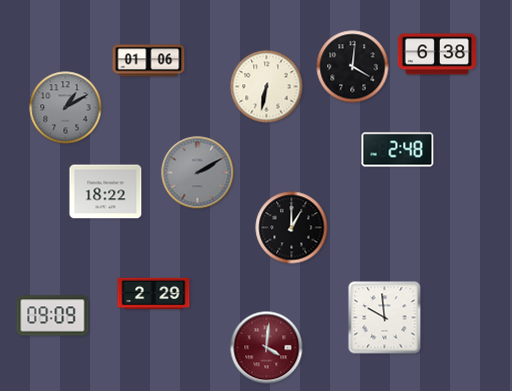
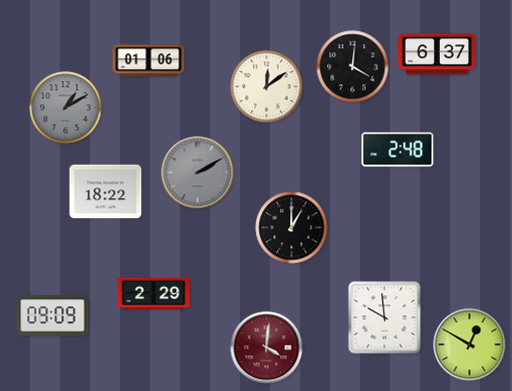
clock at (437, 54): 6:38 -> 6:37
clock at (267, 87): 6:32 -> 12:09
clock at (470, 345): none -> 12:50
